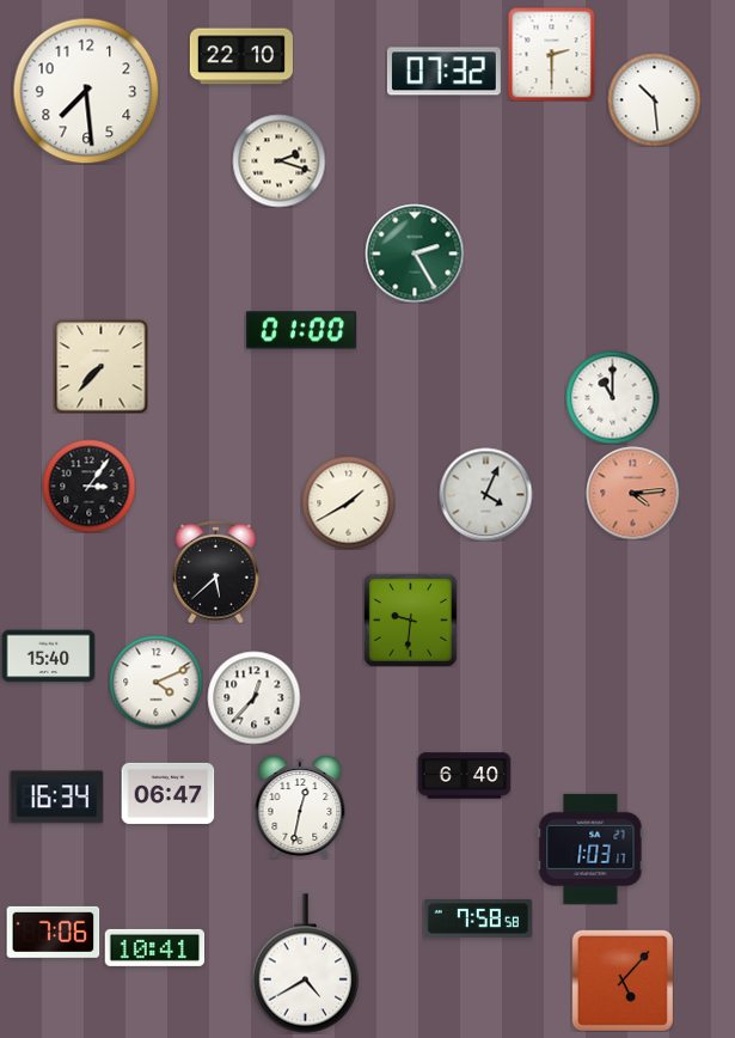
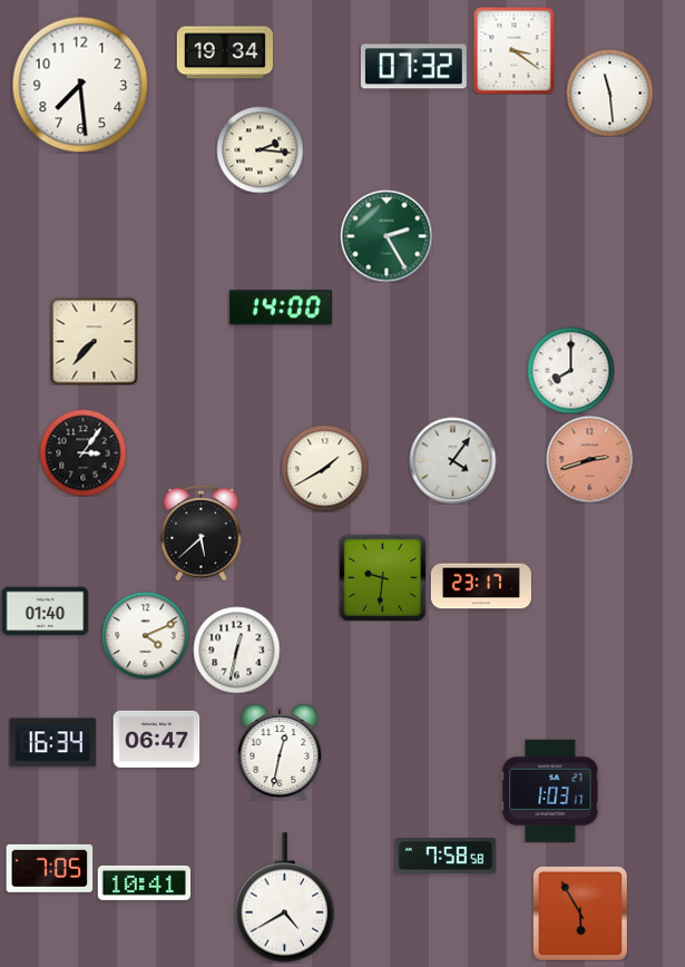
clock at (552, 54): 2:30 -> 3:21
clock at (240, 56): 22:10 -> 19:34
clock at (654, 99): 10:29 -> 11:29
clock at (278, 160): 2:18 -> 2:16
clock at (301, 330): 01:00 -> 14:00
clock at (612, 397): 11:00 -> 8:00
clock at (632, 493): 4:14 -> 2:42
clock at (485, 494): 4:04 -> 4:06
clock at (481, 586): none -> 23:17
clock at (48, 657): 15:40 -> 01:40
clock at (253, 697): 12:37 -> 12:32
clock at (464, 776): 6:40 -> none
clock at (53, 932): 7:06 -> 7:05
clock at (623, 981): 5:07 -> 5:55
